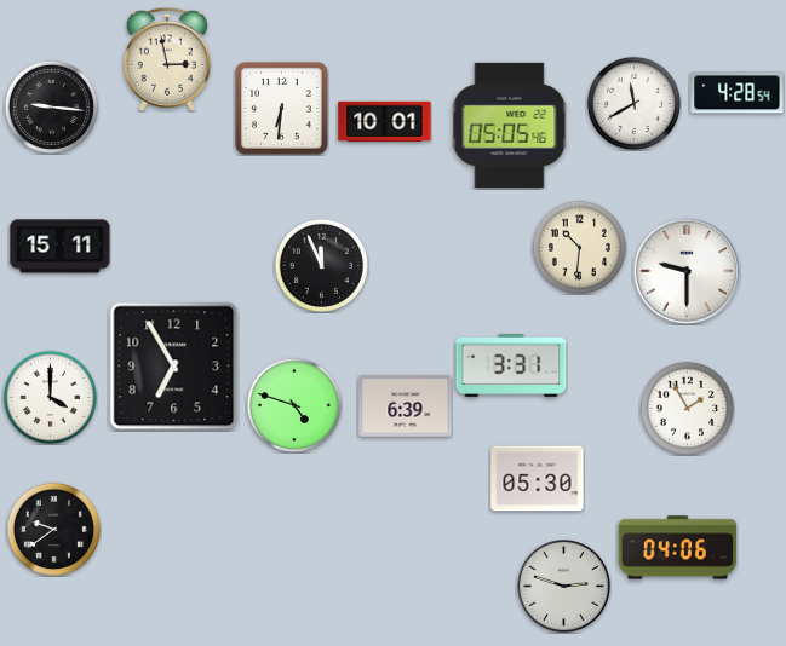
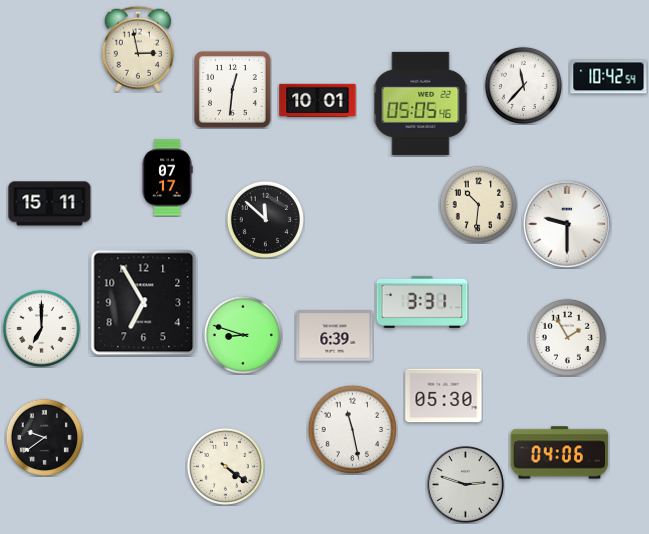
clock at (738, 93): 4:28 -> 10:42
clock at (633, 103): 11:40 -> 11:37
clock at (51, 106): 9:16 -> none
clock at (282, 109): 6:31 -> 12:31
clock at (167, 178): none -> 07:17
clock at (321, 265): 11:56 -> 11:52
clock at (50, 397): 4:00 -> 7:00
clock at (293, 404): 4:48 -> 8:48
clock at (352, 429): none -> 11:28
clock at (225, 466): none -> 4:21
